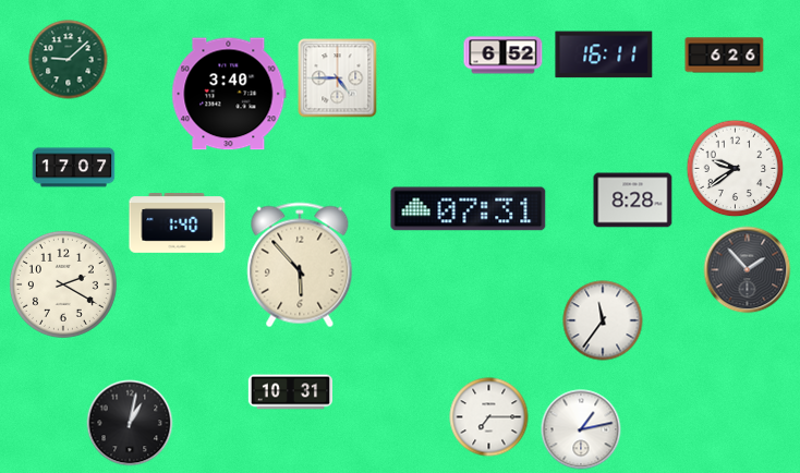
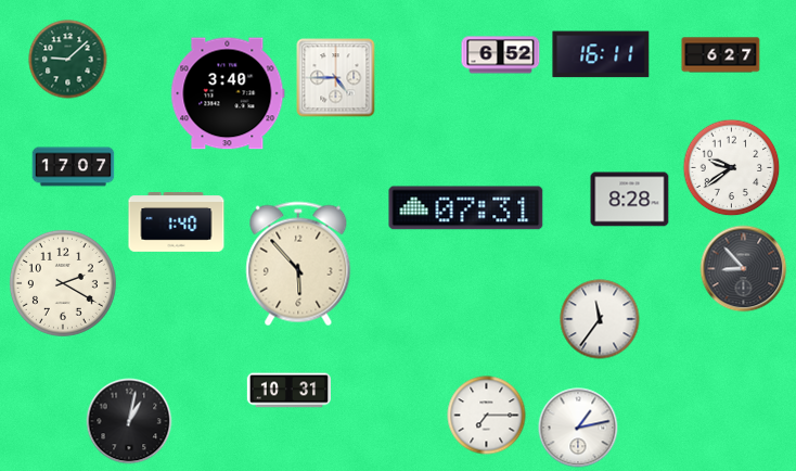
clock at (725, 56): 6:26 -> 6:27
clock at (748, 270): 1:53 -> 8:53
